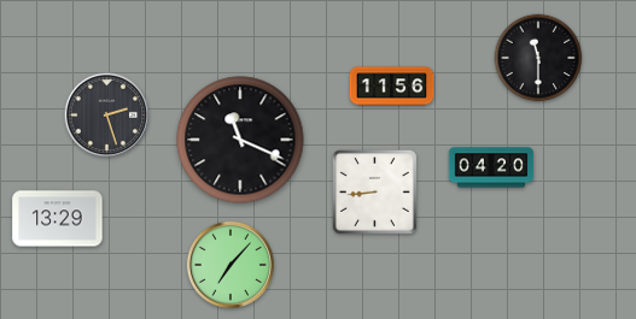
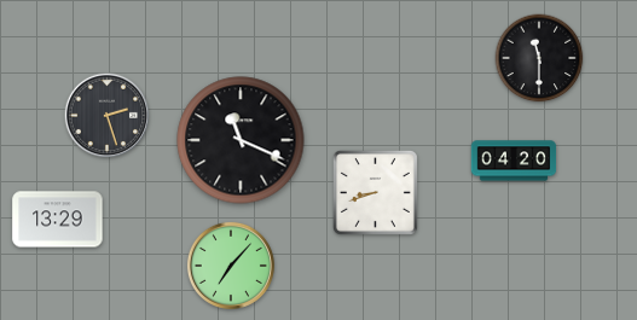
clock at (392, 87): 11:56 -> none
clock at (491, 167) position: (491, 167) -> (514, 161)
clock at (374, 191): 8:44 -> 8:42
